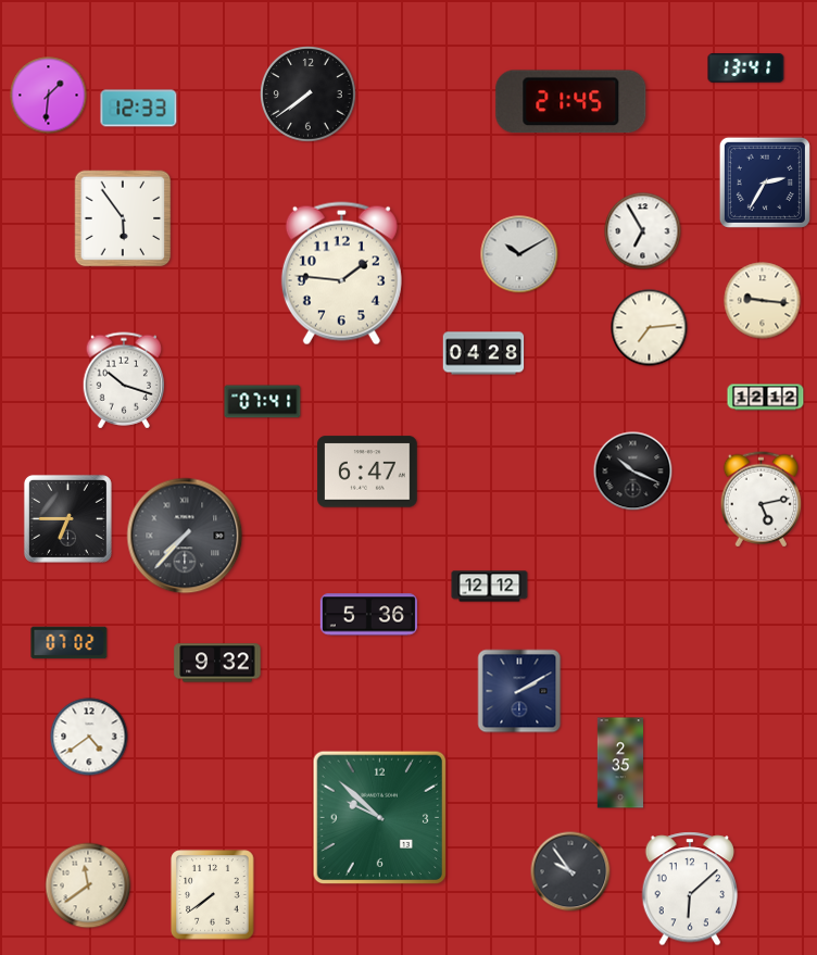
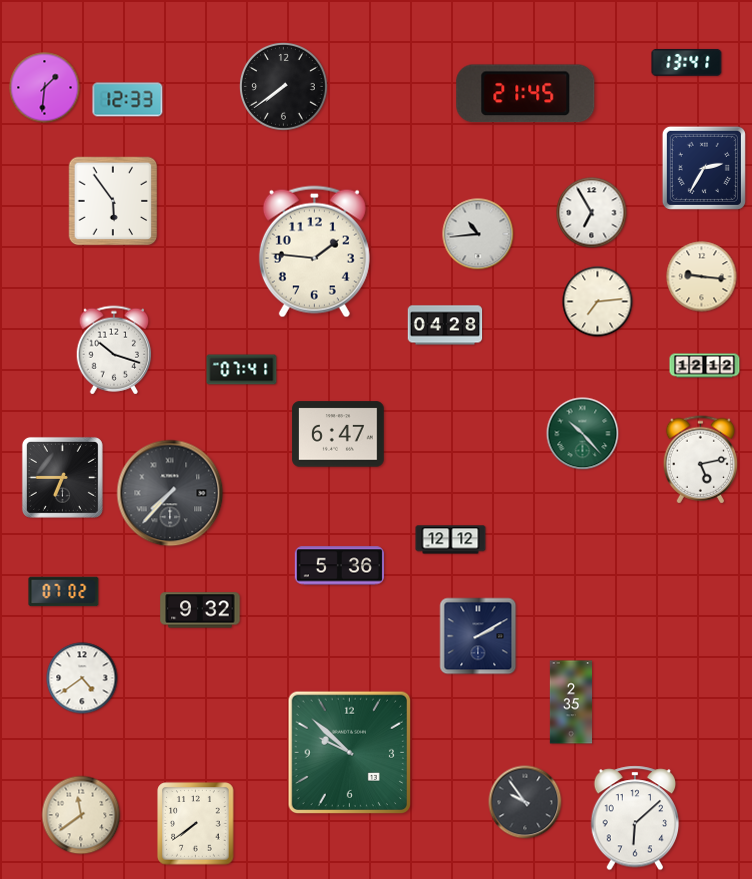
clock at (519, 254): 10:10 -> 10:44
clock at (633, 472): 10:19 -> 10:23
clock at (633, 472) dial: black -> green
